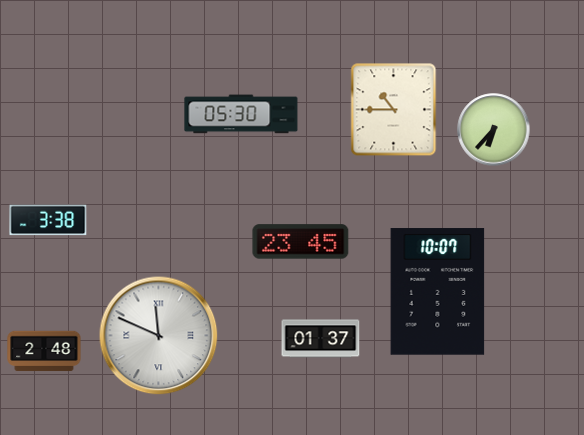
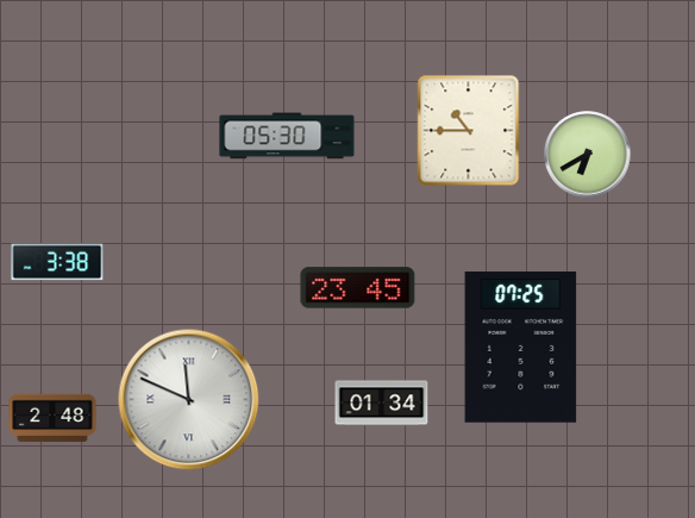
clock at (494, 130): 6:37 -> 6:40
clock at (438, 292): 10:07 -> 07:25
clock at (321, 339): 01:37 -> 01:34
